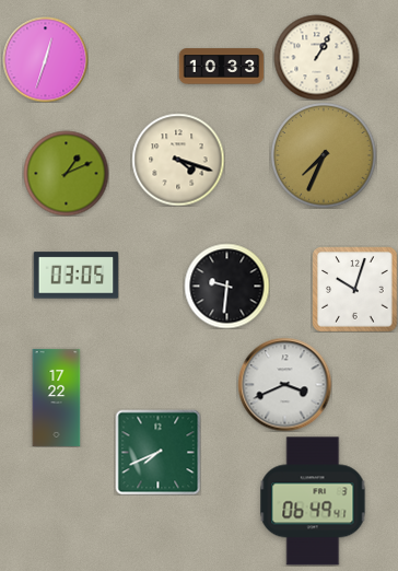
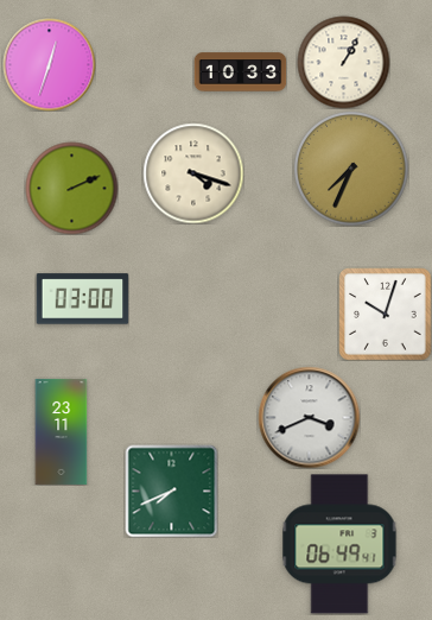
clock at (66, 173): 1:11 -> 2:11
clock at (75, 276): 03:05 -> 03:00
clock at (226, 285): 9:31 -> none
clock at (57, 397): 17:22 -> 23:11
